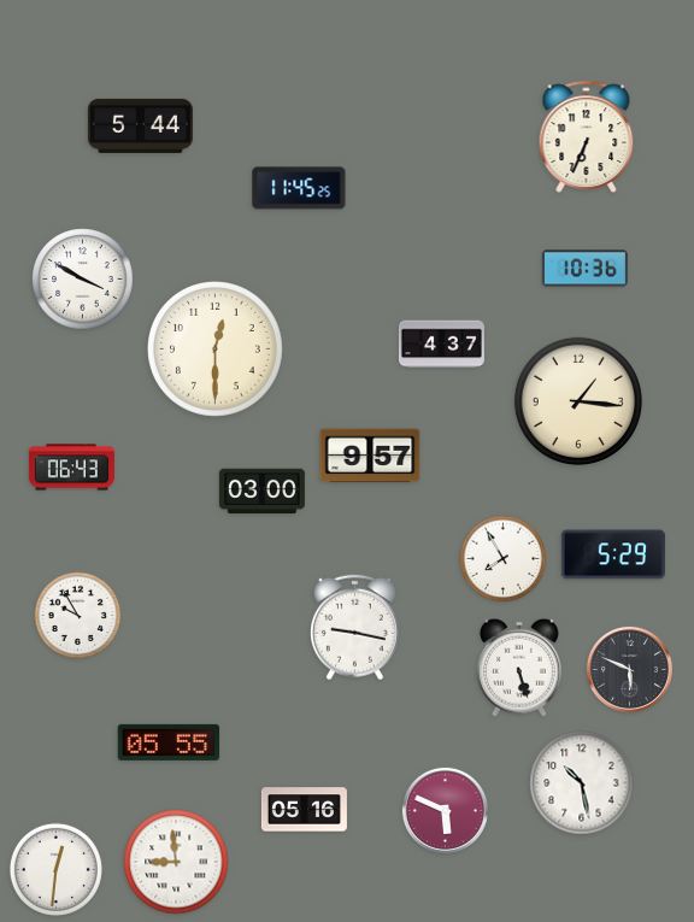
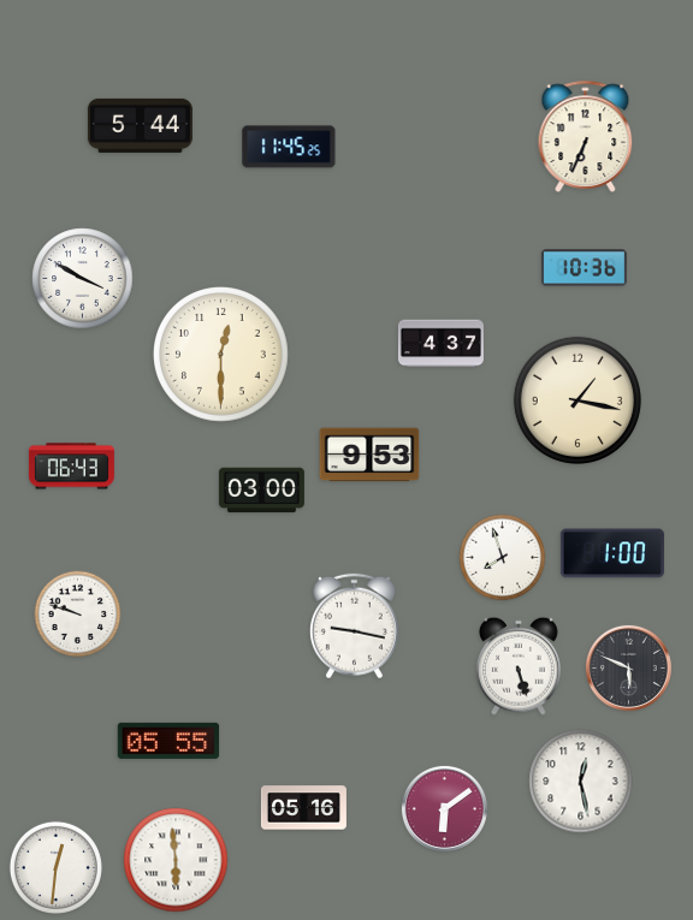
clock at (299, 188) position: (299, 188) -> (289, 147)
clock at (216, 350) position: (216, 350) -> (221, 355)
clock at (578, 401): 1:16 -> 1:17
clock at (370, 456): 9:57 -> 9:53
clock at (613, 554): 5:29 -> 1:00
clock at (504, 559): 7:55 -> 7:57
clock at (78, 616): 9:55 -> 9:48
clock at (582, 783): 10:28 -> 12:28
clock at (445, 810): 5:49 -> 6:09
clock at (176, 862): 8:59 -> 5:59
